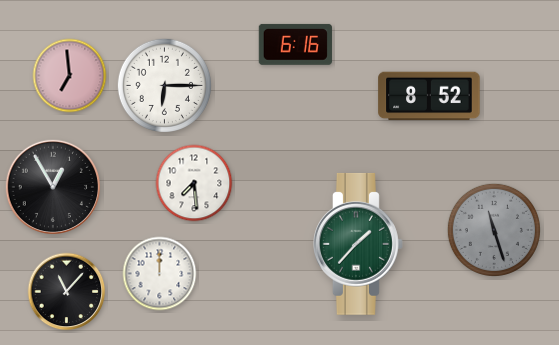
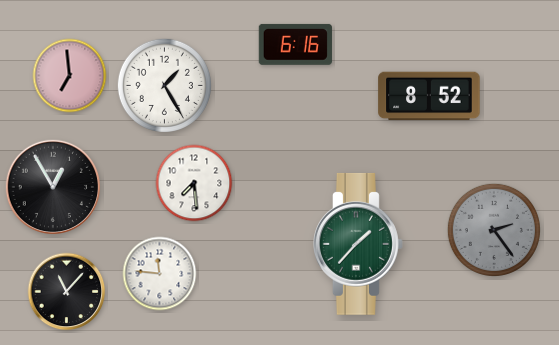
clock at (164, 85): 6:15 -> 1:25
clock at (494, 230): 11:27 -> 2:24
clock at (160, 274): 12:00 -> 11:46
